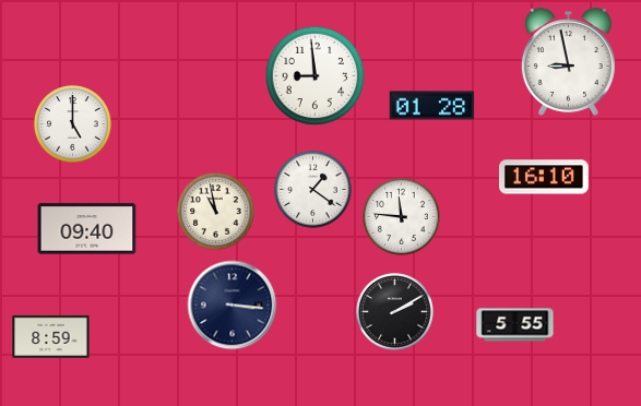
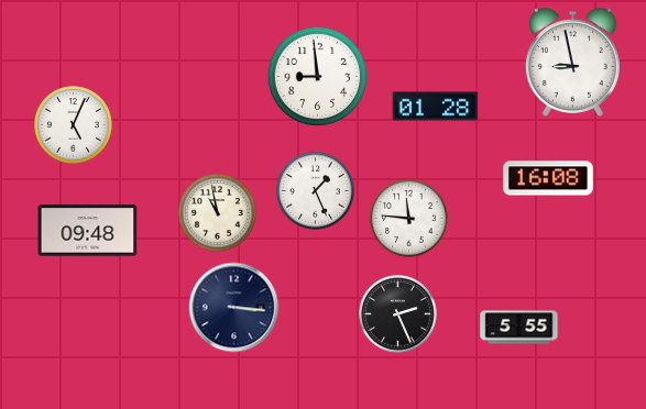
clock at (73, 124): 5:00 -> 5:04
clock at (545, 177): 16:10 -> 16:08
clock at (313, 190): 1:21 -> 1:26
clock at (402, 217) position: (402, 217) -> (409, 219)
clock at (87, 229): 09:40 -> 09:48
clock at (395, 312): 2:10 -> 2:26
clock at (51, 336): 8:59 -> none
